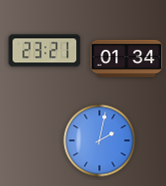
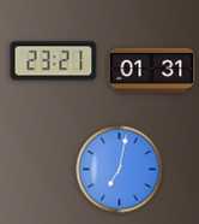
clock at (127, 59): 01:34 -> 01:31
clock at (100, 141): 2:02 -> 7:02
